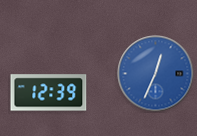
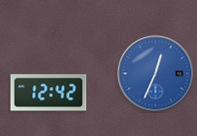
clock at (49, 93): 12:39 -> 12:42
